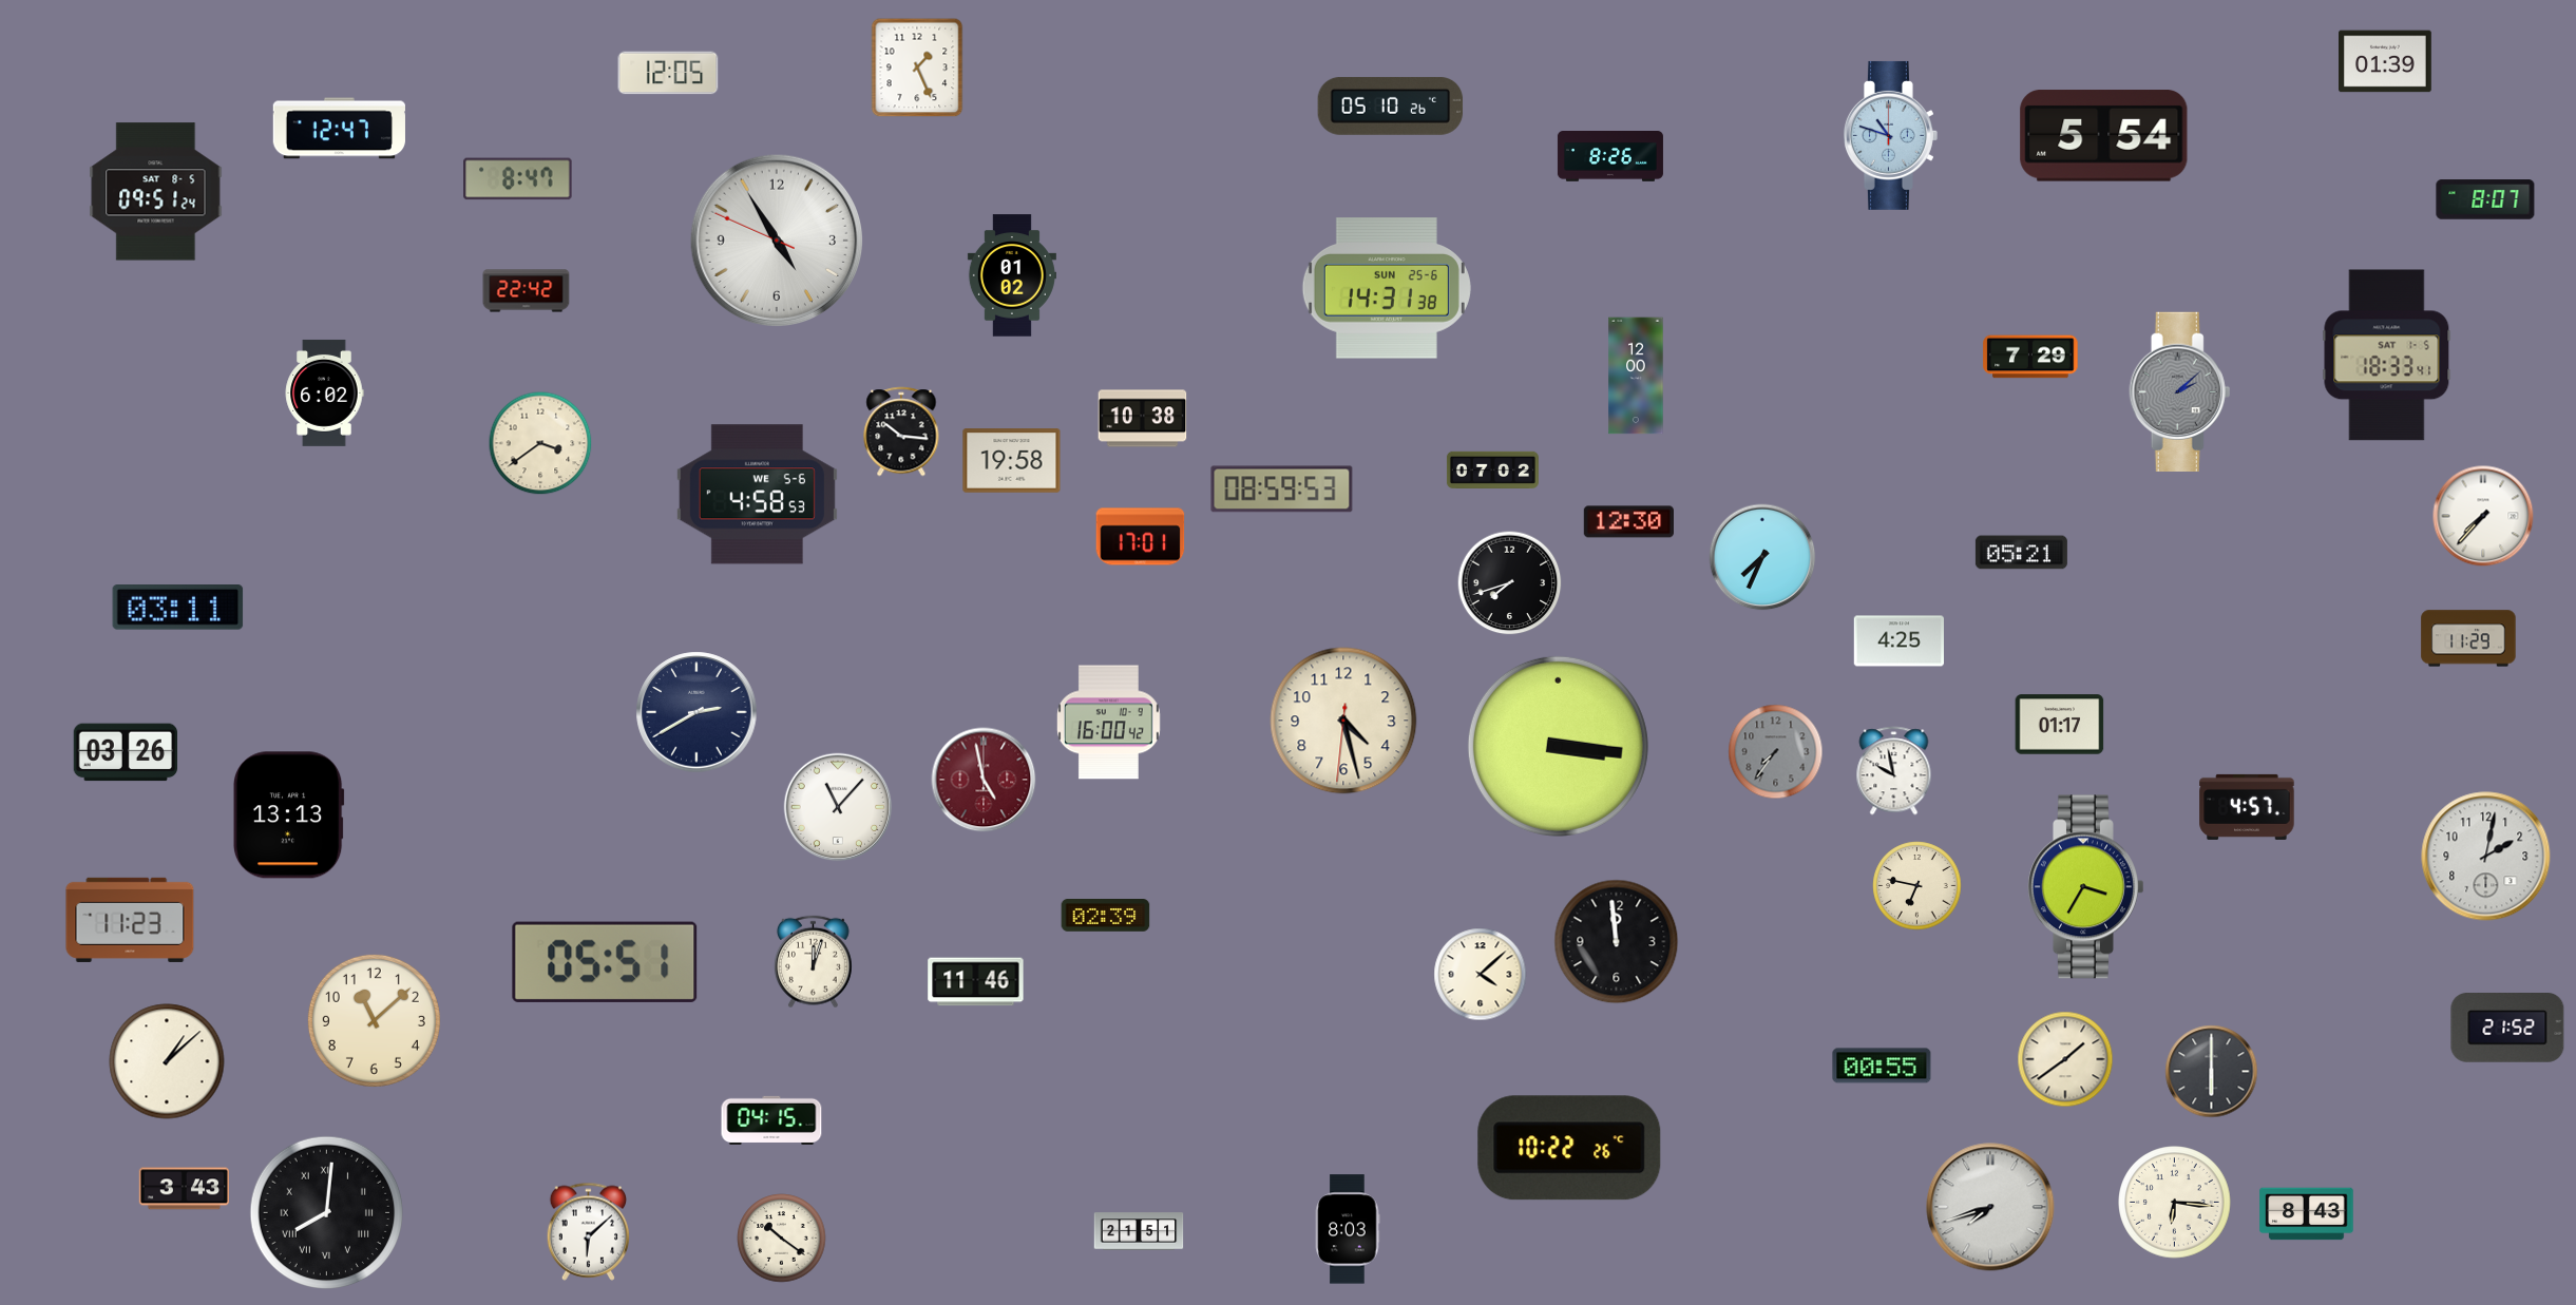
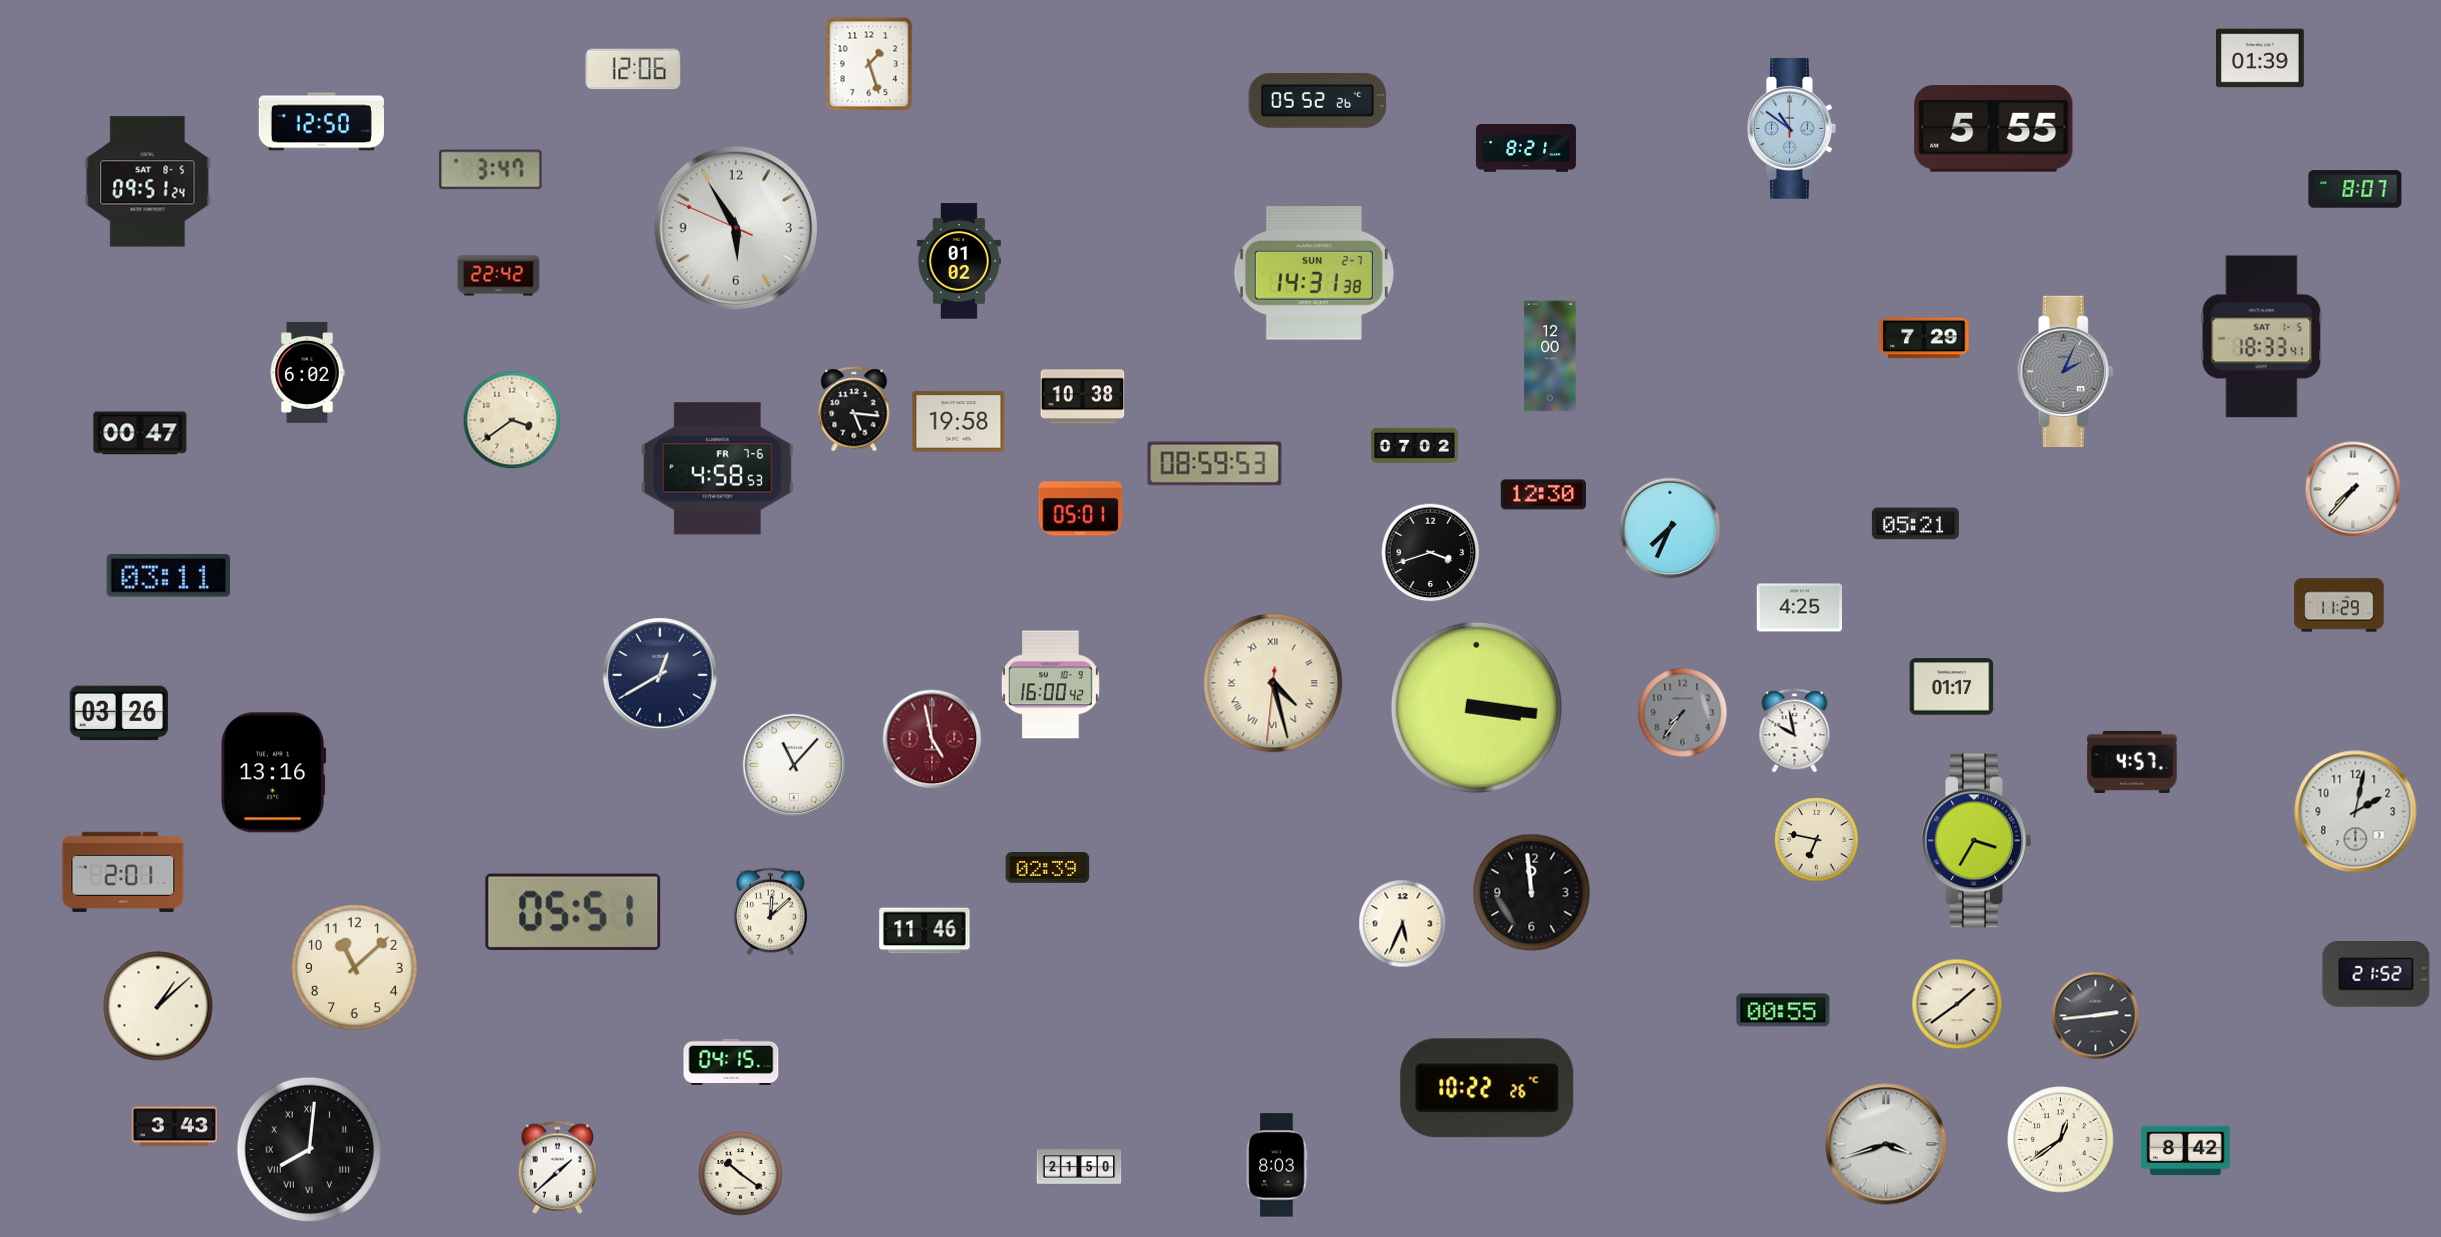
clock at (917, 68): 1:26 -> 1:27
clock at (668, 73): 12:05 -> 12:06
clock at (1391, 105): 05:10 -> 05:52
clock at (339, 129): 12:47 -> 12:50
clock at (1890, 135): 10:48 -> 10:51
clock at (2104, 136): 5:54 -> 5:55
clock at (1610, 156): 8:26 -> 8:21
clock at (518, 179): 8:47 -> 3:47
clock at (776, 239): 4:54 -> 5:54
clock at (1387, 288) date: SUN 25-6 -> SUN 2-7
clock at (2180, 391): 2:08 -> 2:04
clock at (901, 431): 10:16 -> 5:16
clock at (140, 433): none -> 00:47
clock at (1012, 461) position: (1012, 461) -> (959, 422)
clock at (757, 495) date: WE 5-6 -> FR 7-6
clock at (1141, 537): 17:01 -> 05:01
clock at (1510, 583): 7:42 -> 3:42
clock at (697, 712): 2:40 -> 12:40
clock at (1343, 721) numerals: Arabic -> Roman
clock at (2247, 807) position: (2247, 807) -> (2132, 762)
clock at (288, 815): 13:13 -> 13:16
clock at (130, 920): 11:23 -> 2:01
clock at (813, 962): 12:03 -> 12:08
clock at (1481, 975): 4:08 -> 5:34
clock at (2212, 1072): 6:00 -> 2:44
clock at (2175, 1203): 6:16 -> 12:39
clock at (1990, 1207): 7:42 -> 3:42
clock at (2307, 1214): 8:43 -> 8:42
clock at (589, 1231): 6:08 -> 1:38
clock at (1139, 1231): 21:51 -> 21:50
